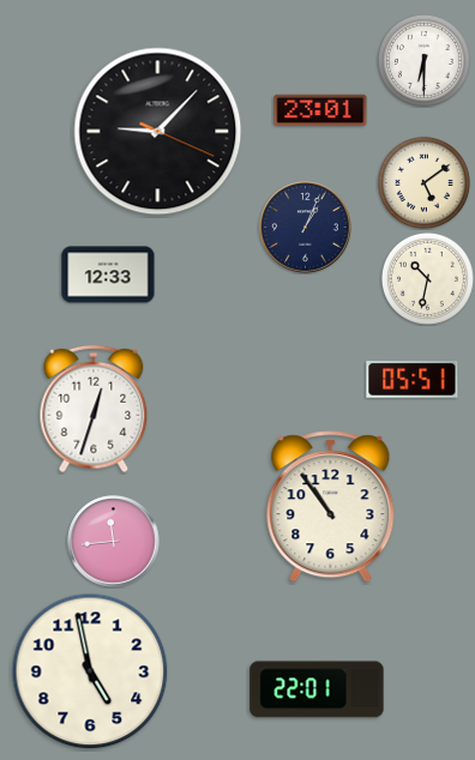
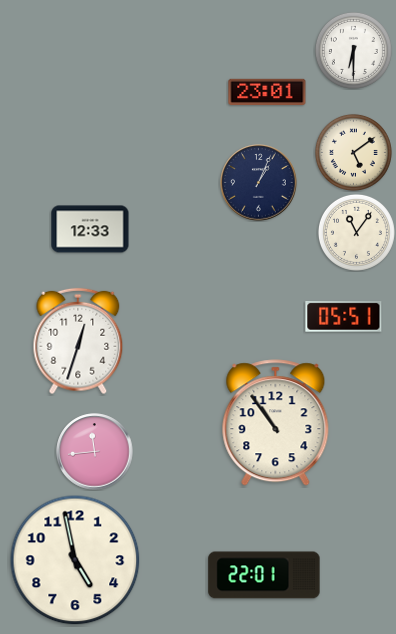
clock at (158, 132): 9:07 -> none
clock at (306, 228) position: (306, 228) -> (259, 183)
clock at (427, 278): 10:32 -> 11:06
